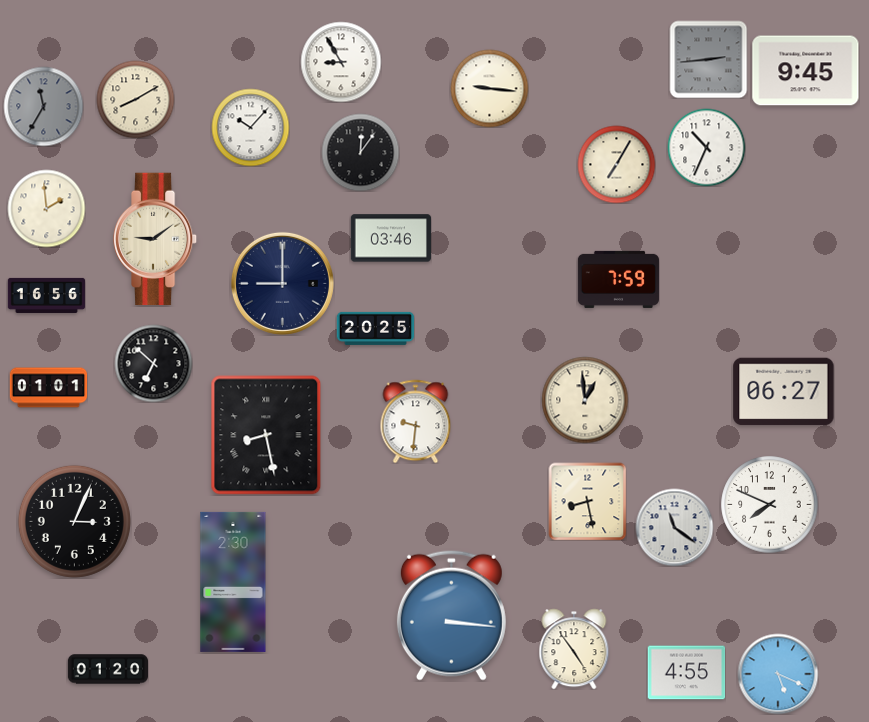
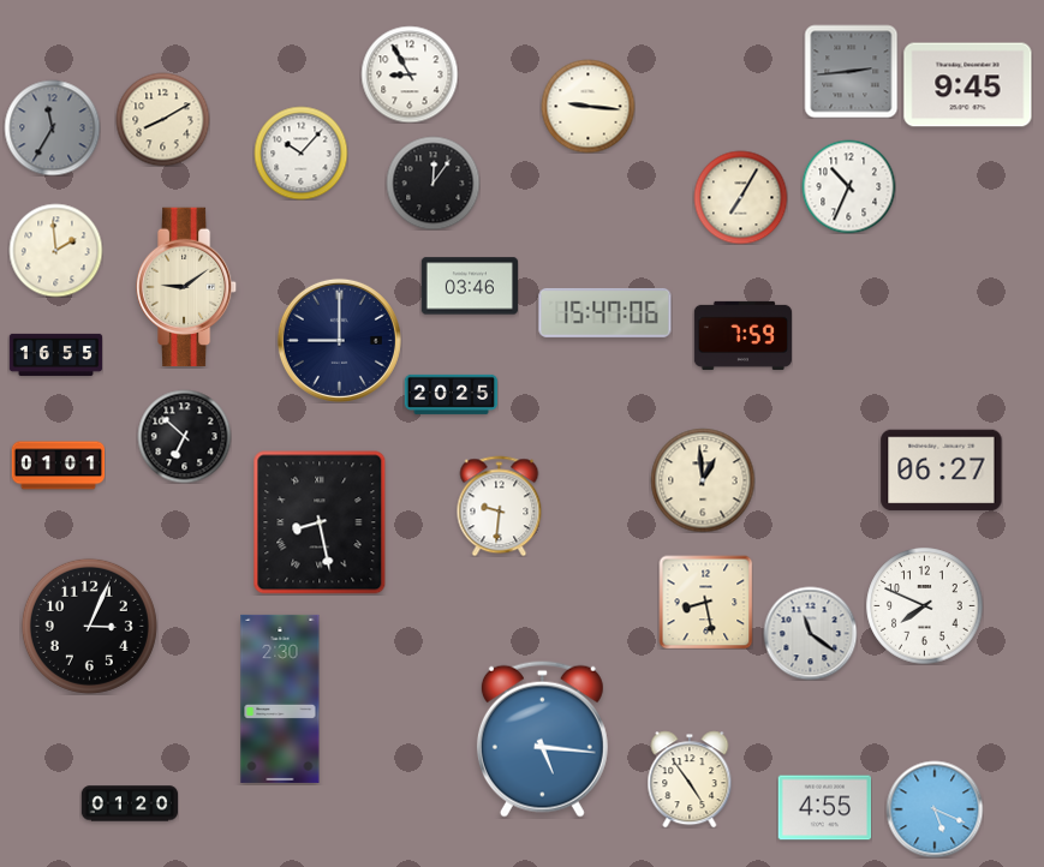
clock at (706, 147) position: (706, 147) -> (848, 186)
clock at (605, 312): none -> 15:47
clock at (46, 295): 16:56 -> 16:55
clock at (451, 615): 3:16 -> 5:16
